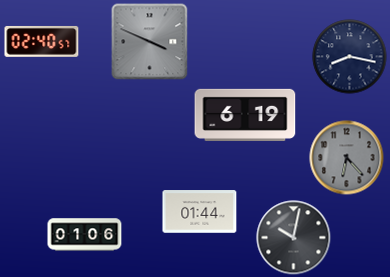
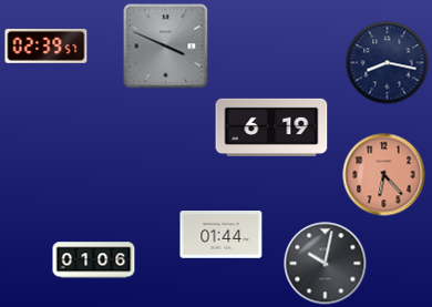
clock at (42, 41): 02:40 -> 02:39
clock at (347, 158) dial: grey -> salmon
